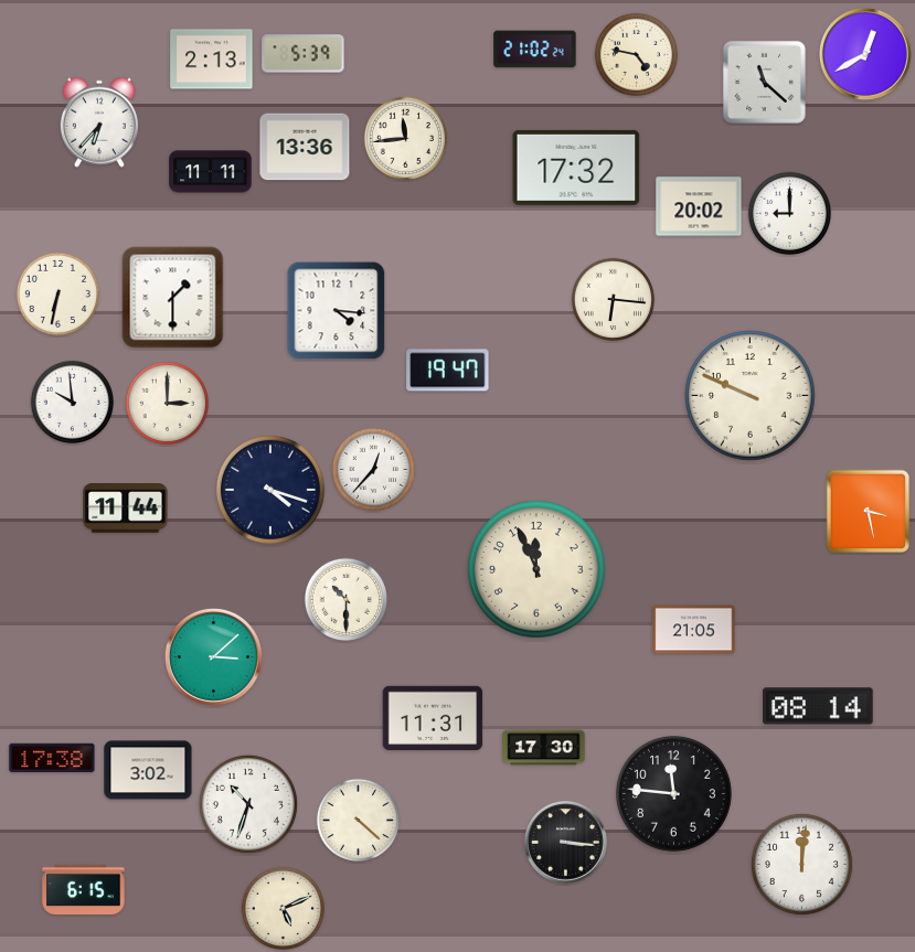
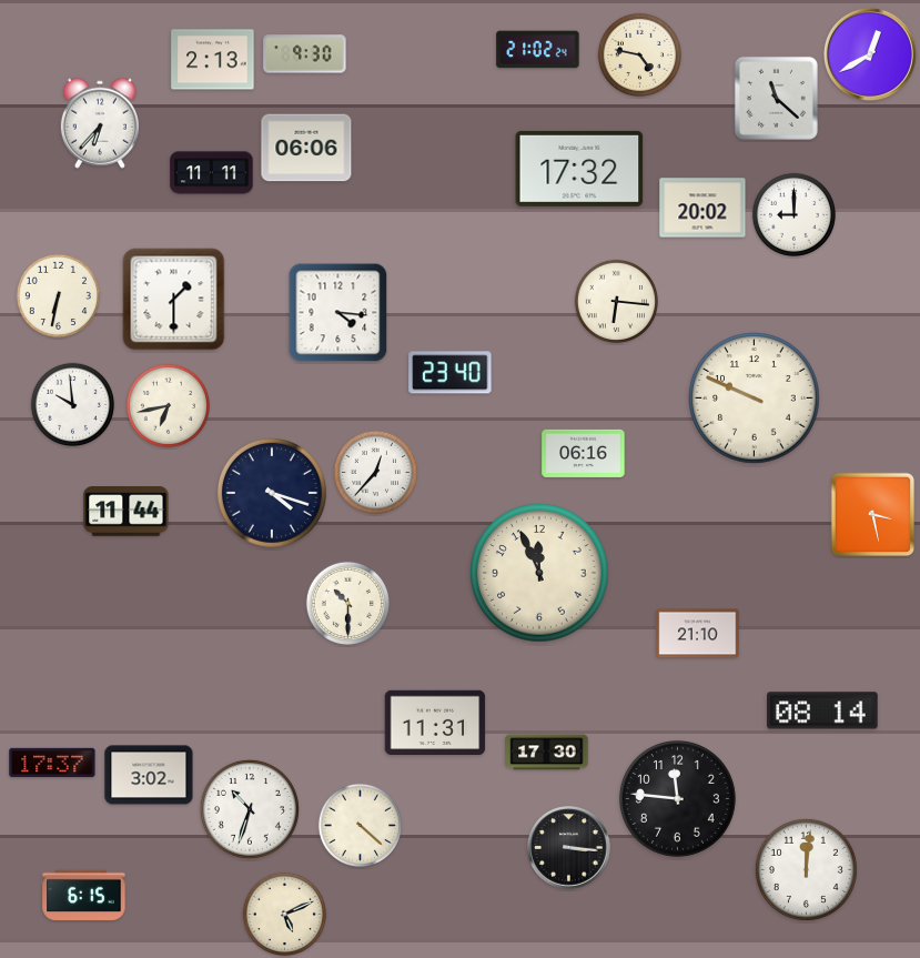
clock at (304, 54): 5:39 -> 9:30
clock at (764, 82) position: (764, 82) -> (776, 98)
clock at (405, 138): 11:44 -> none
clock at (305, 147): 13:36 -> 06:06
clock at (448, 371): 19:47 -> 23:40
clock at (167, 403): 3:00 -> 6:43
clock at (584, 453): none -> 06:16
clock at (694, 630): 21:05 -> 21:10
clock at (213, 656): 3:08 -> none
clock at (52, 758): 17:38 -> 17:37
